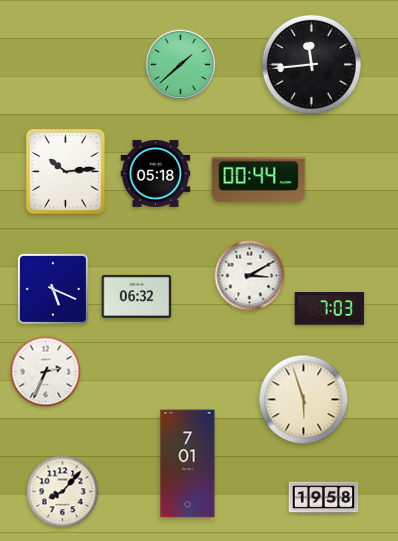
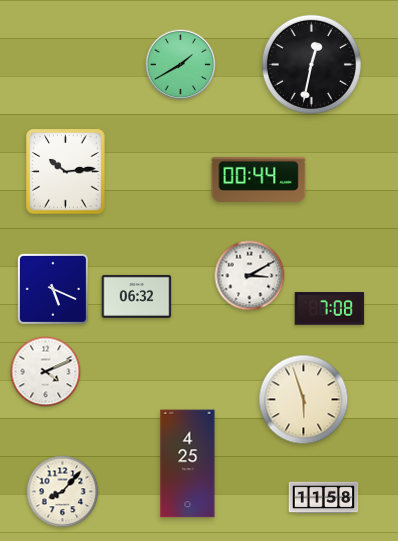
clock at (311, 64): 11:44 -> 12:32
clock at (181, 65): 1:38 -> 1:40
clock at (156, 173): 05:18 -> none
clock at (330, 309): 7:03 -> 7:08
clock at (46, 372): 2:34 -> 4:11
clock at (188, 464): 7:01 -> 4:25
clock at (324, 498): 19:58 -> 11:58
